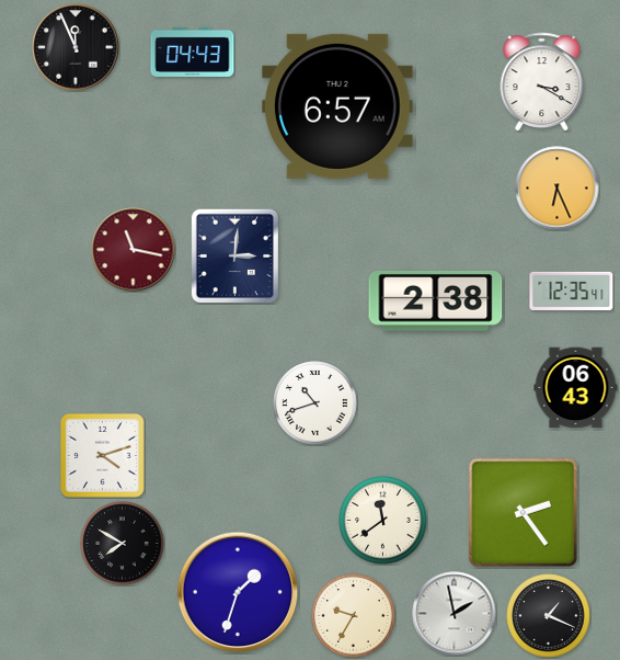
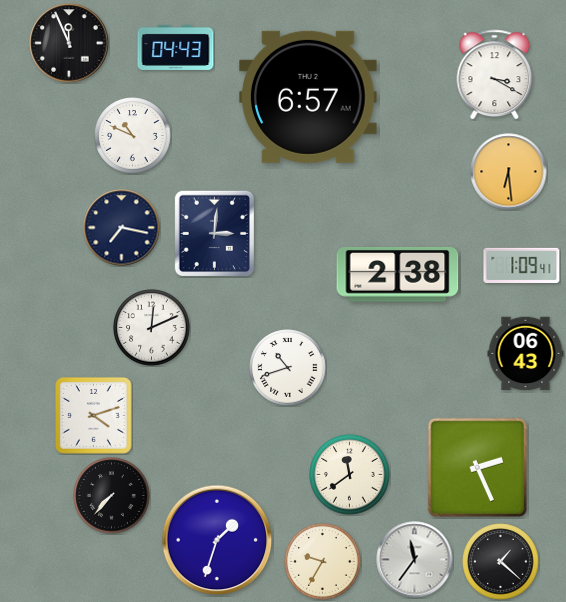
clock at (133, 136): none -> 10:49
clock at (558, 189): 6:26 -> 6:29
clock at (134, 250): 11:17 -> 7:17
clock at (134, 250) dial: burgundy -> navy
clock at (572, 291): 12:35 -> 1:09
clock at (152, 328): none -> 12:11
clock at (523, 512): 2:24 -> 2:26
clock at (123, 544): 7:50 -> 7:37
clock at (455, 614): 1:58 -> 11:36
clock at (549, 616): 1:19 -> 1:22
